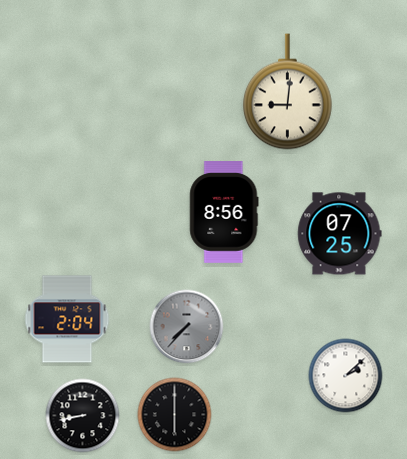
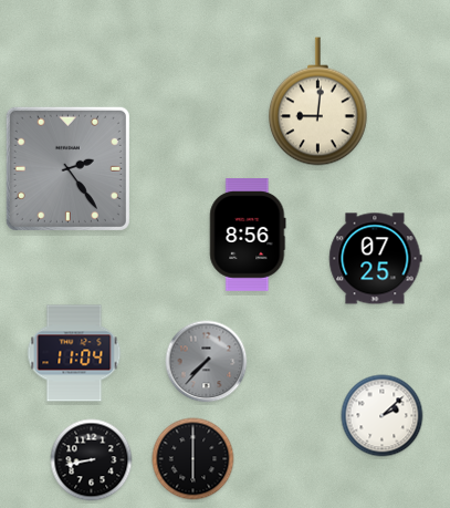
clock at (67, 168): none -> 2:24
clock at (67, 319): 2:04 -> 11:04
